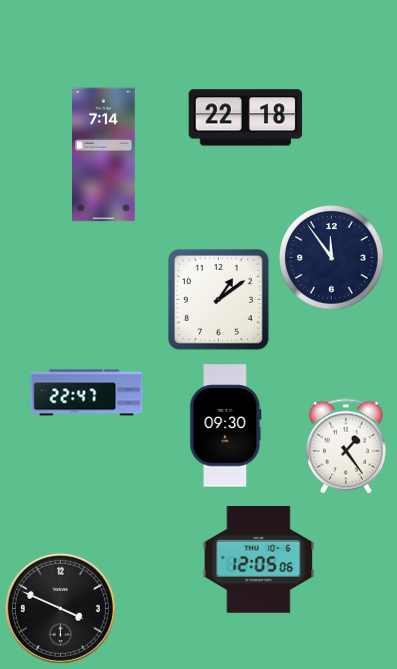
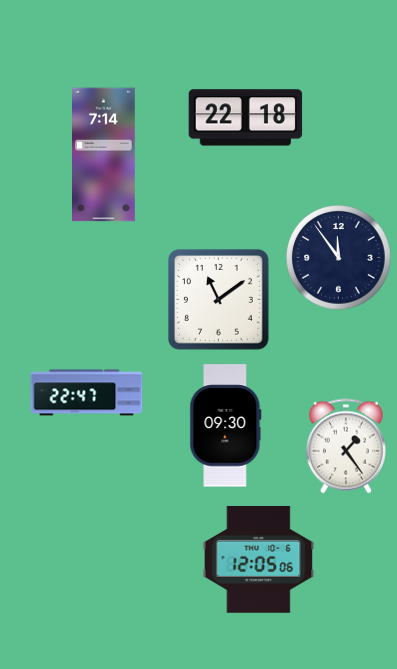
clock at (332, 258) position: (332, 258) -> (339, 258)
clock at (218, 299): 1:09 -> 11:09
clock at (60, 608): 3:49 -> none
